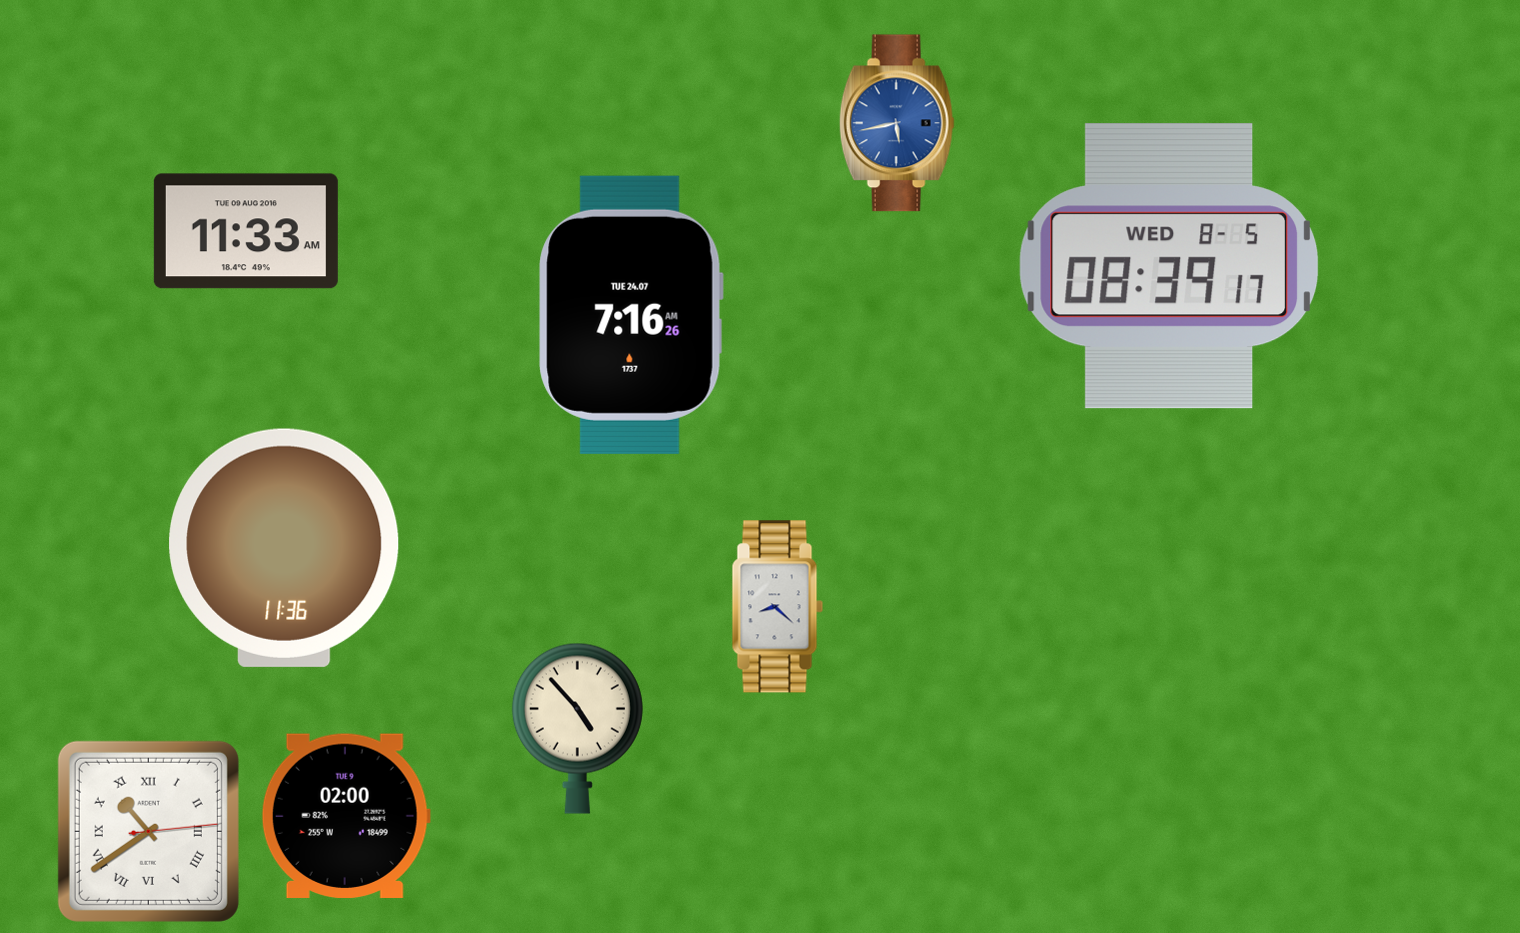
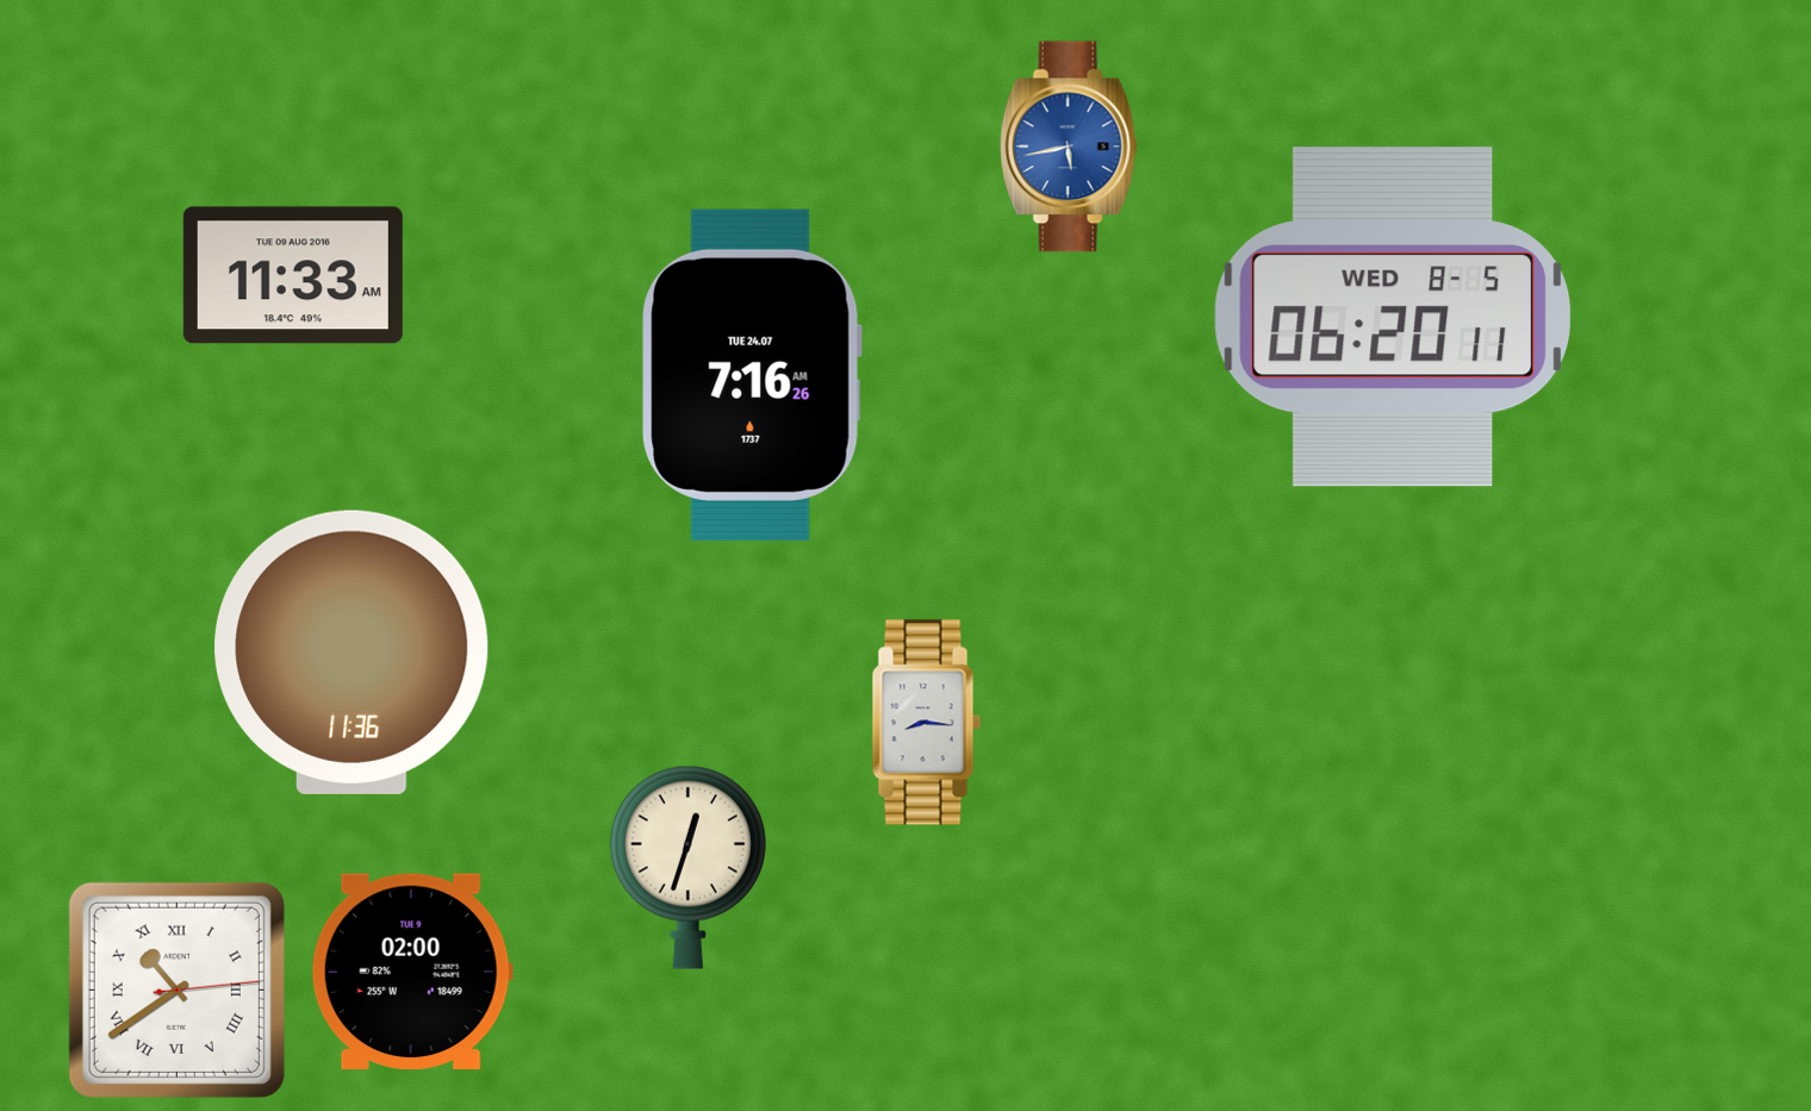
clock at (1168, 266): 08:39 -> 06:20
clock at (284, 548) position: (284, 548) -> (351, 653)
clock at (778, 607): 8:22 -> 8:16
clock at (577, 728): 4:53 -> 12:33
